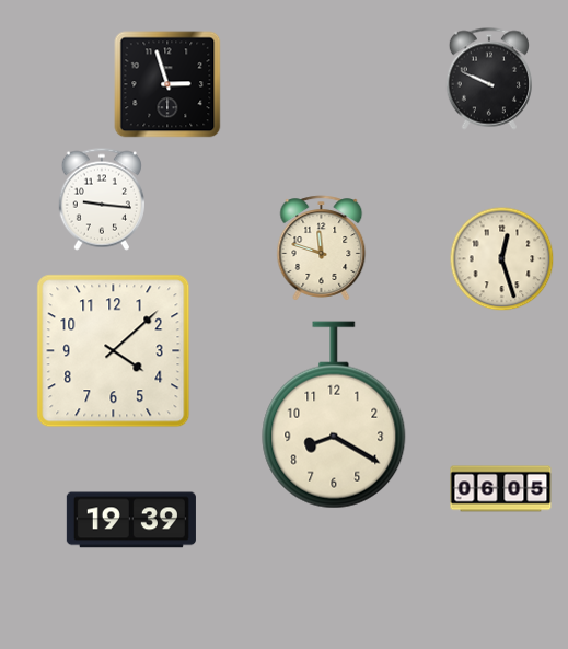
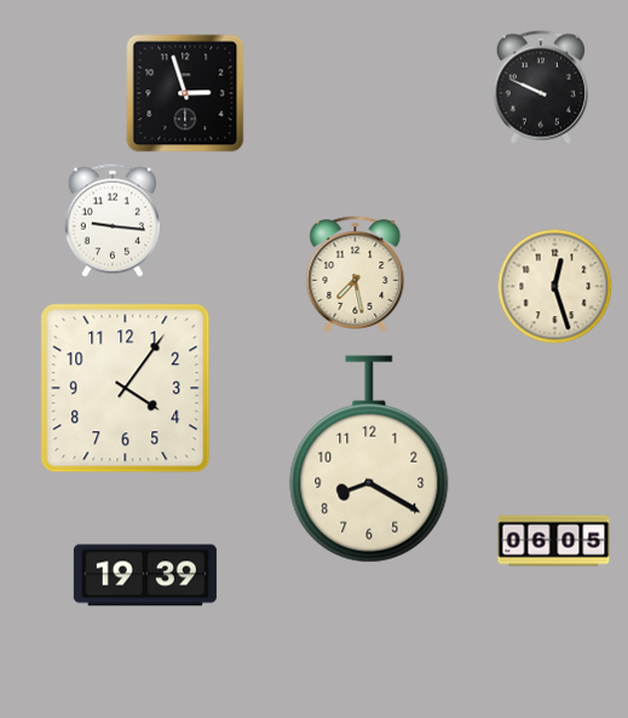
clock at (322, 248): 11:48 -> 7:28
clock at (114, 351): 4:08 -> 4:06
